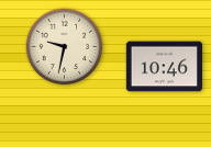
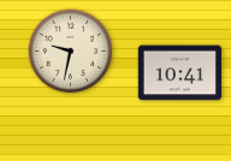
clock at (164, 67): 10:46 -> 10:41
